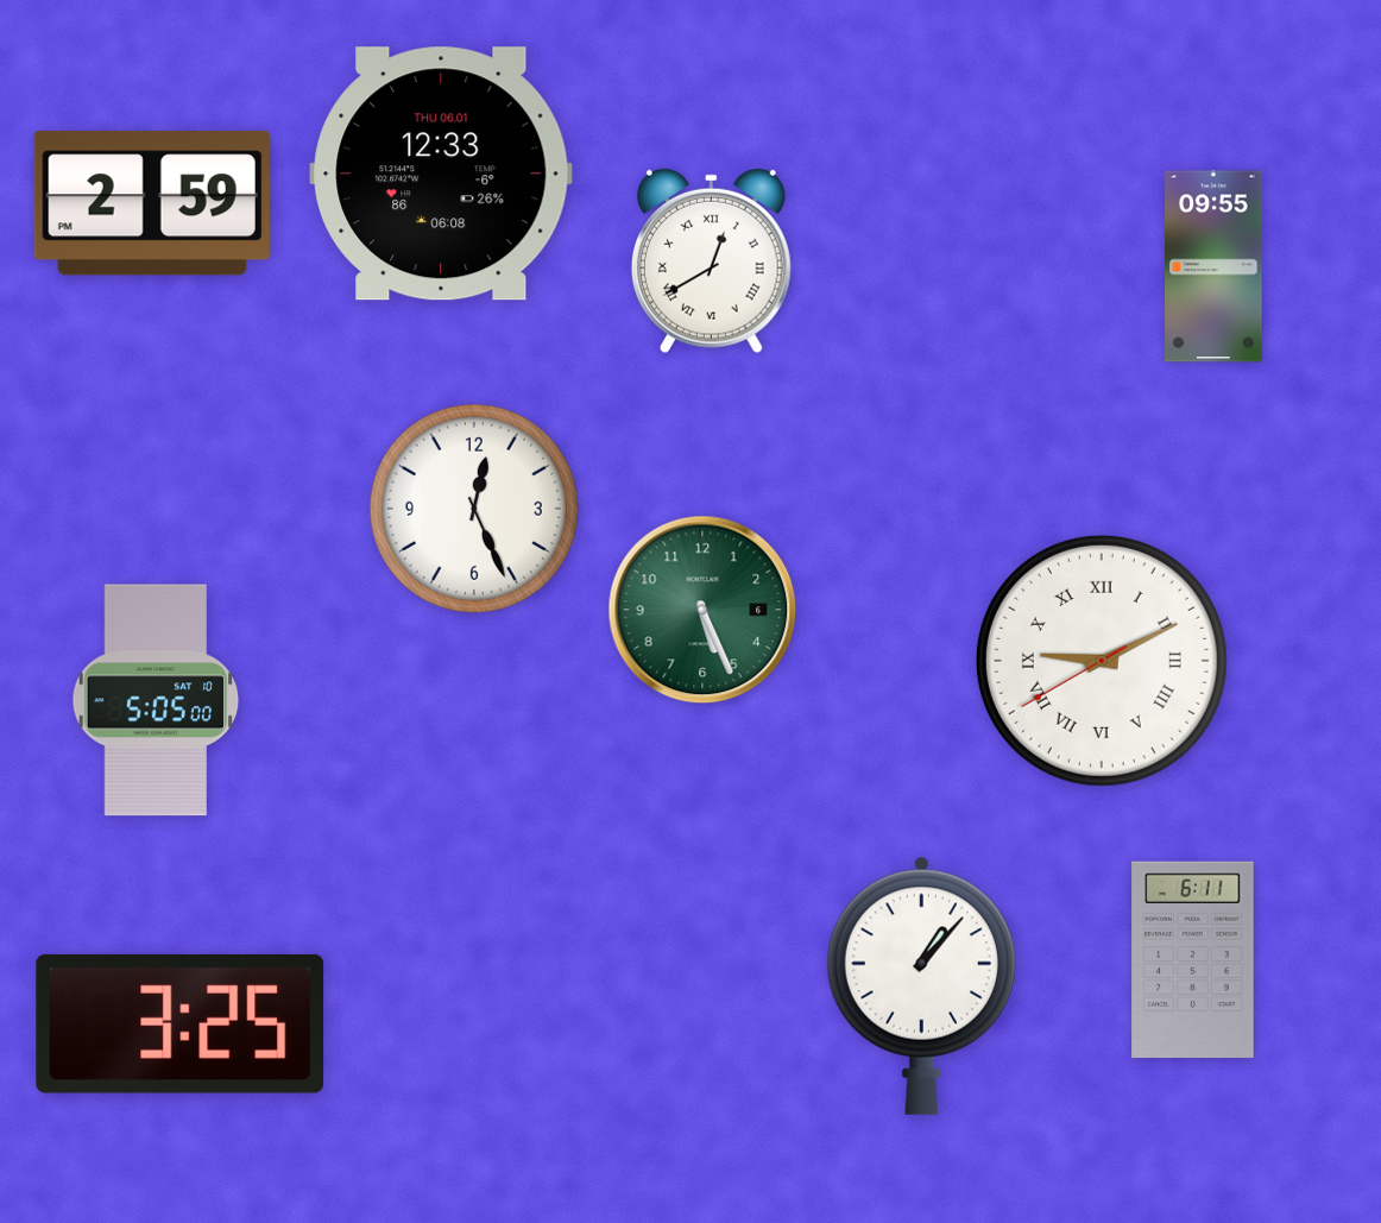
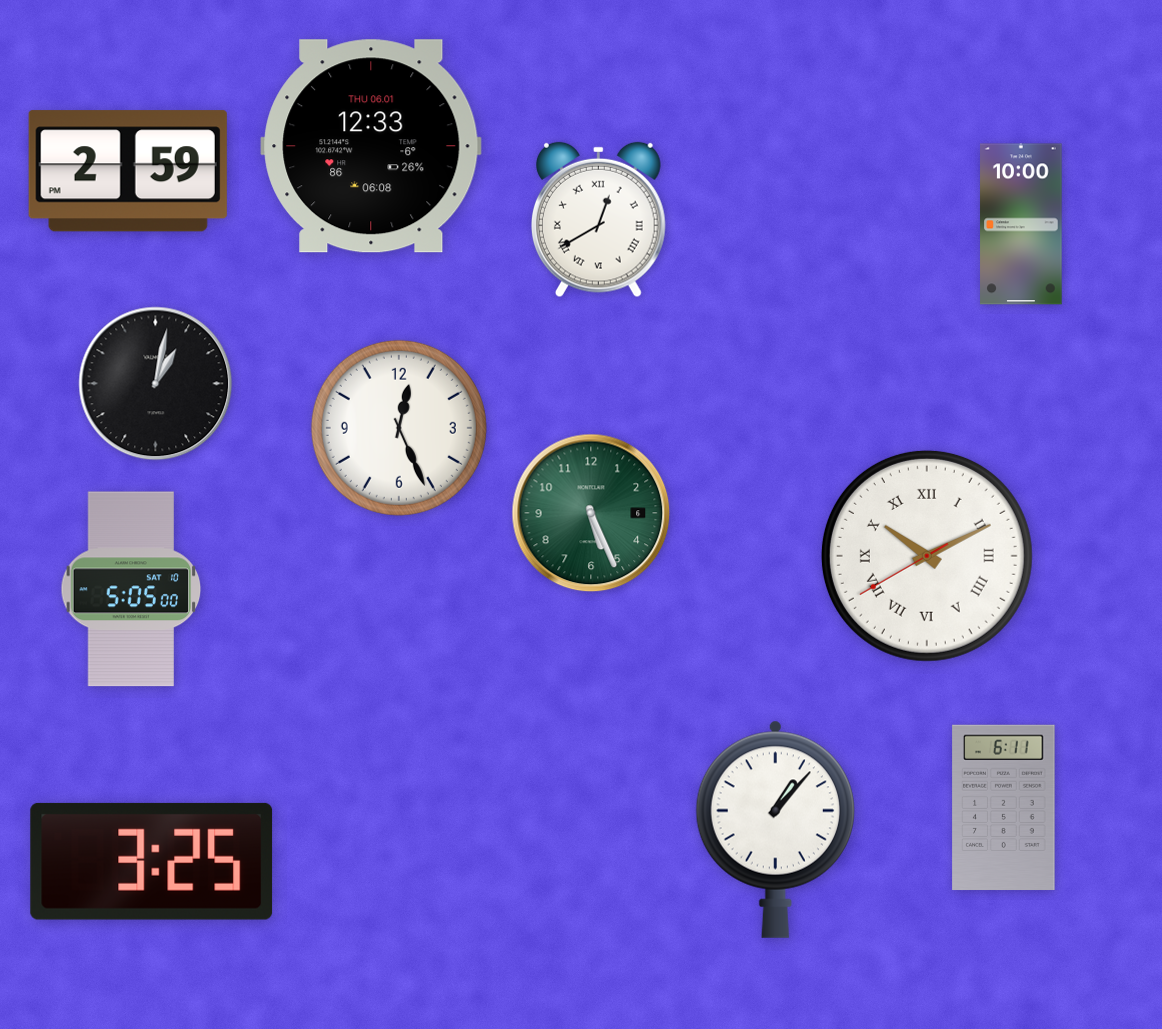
clock at (1213, 266): 09:55 -> 10:00
clock at (156, 384): none -> 1:02
clock at (1102, 661): 9:10 -> 10:10
